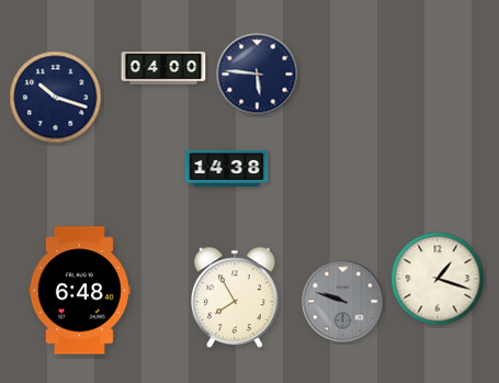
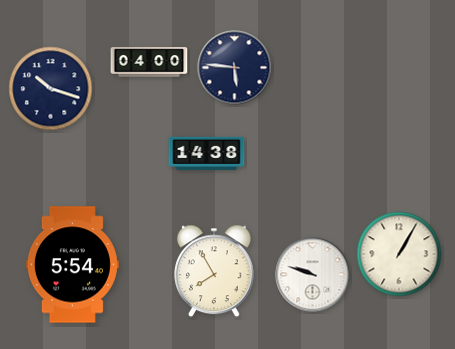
clock at (438, 279): 1:18 -> 1:05
clock at (79, 291): 6:48 -> 5:54
clock at (343, 302) dial: grey -> white
